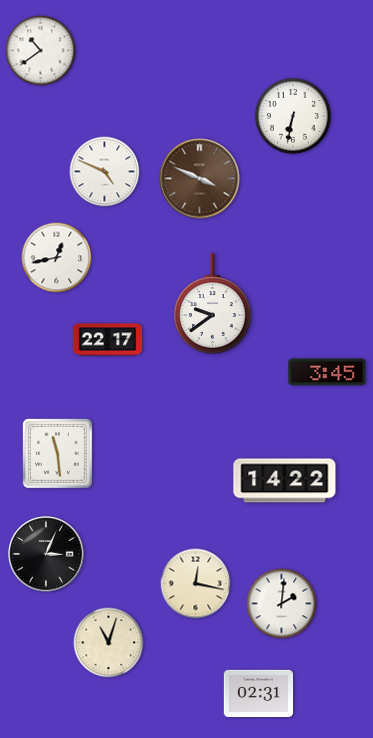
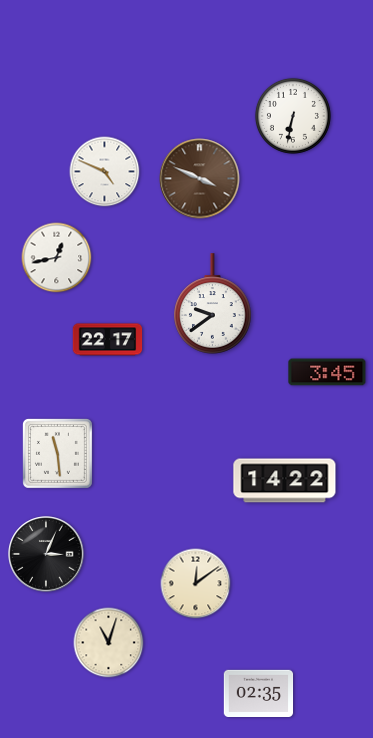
clock at (41, 51): 10:39 -> none
clock at (196, 584): 12:17 -> 12:09
clock at (282, 604): 2:01 -> none
clock at (259, 693): 02:31 -> 02:35
